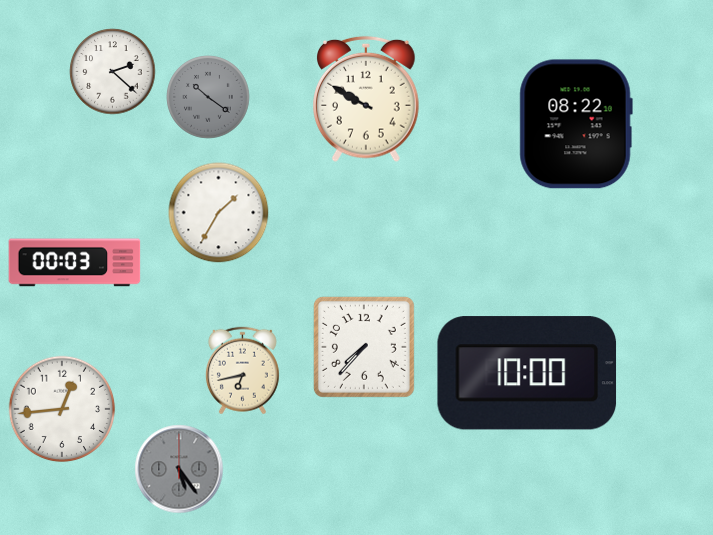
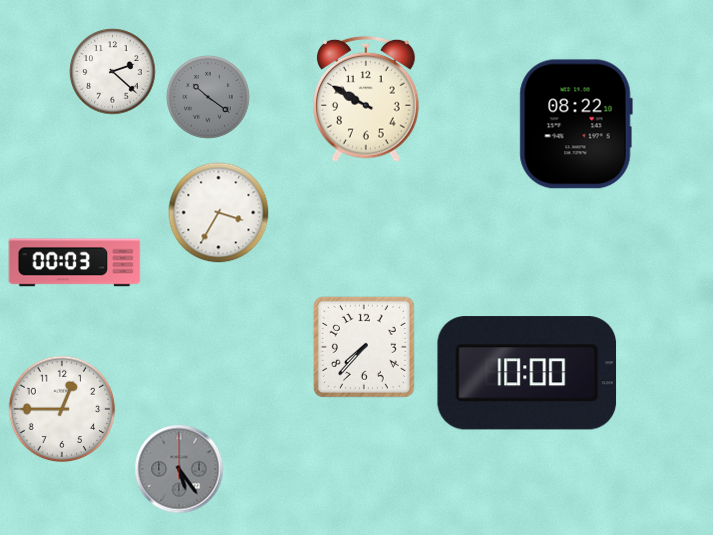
clock at (219, 213): 1:35 -> 3:35
clock at (242, 371): 6:43 -> none
clock at (62, 409): 12:44 -> 12:45
